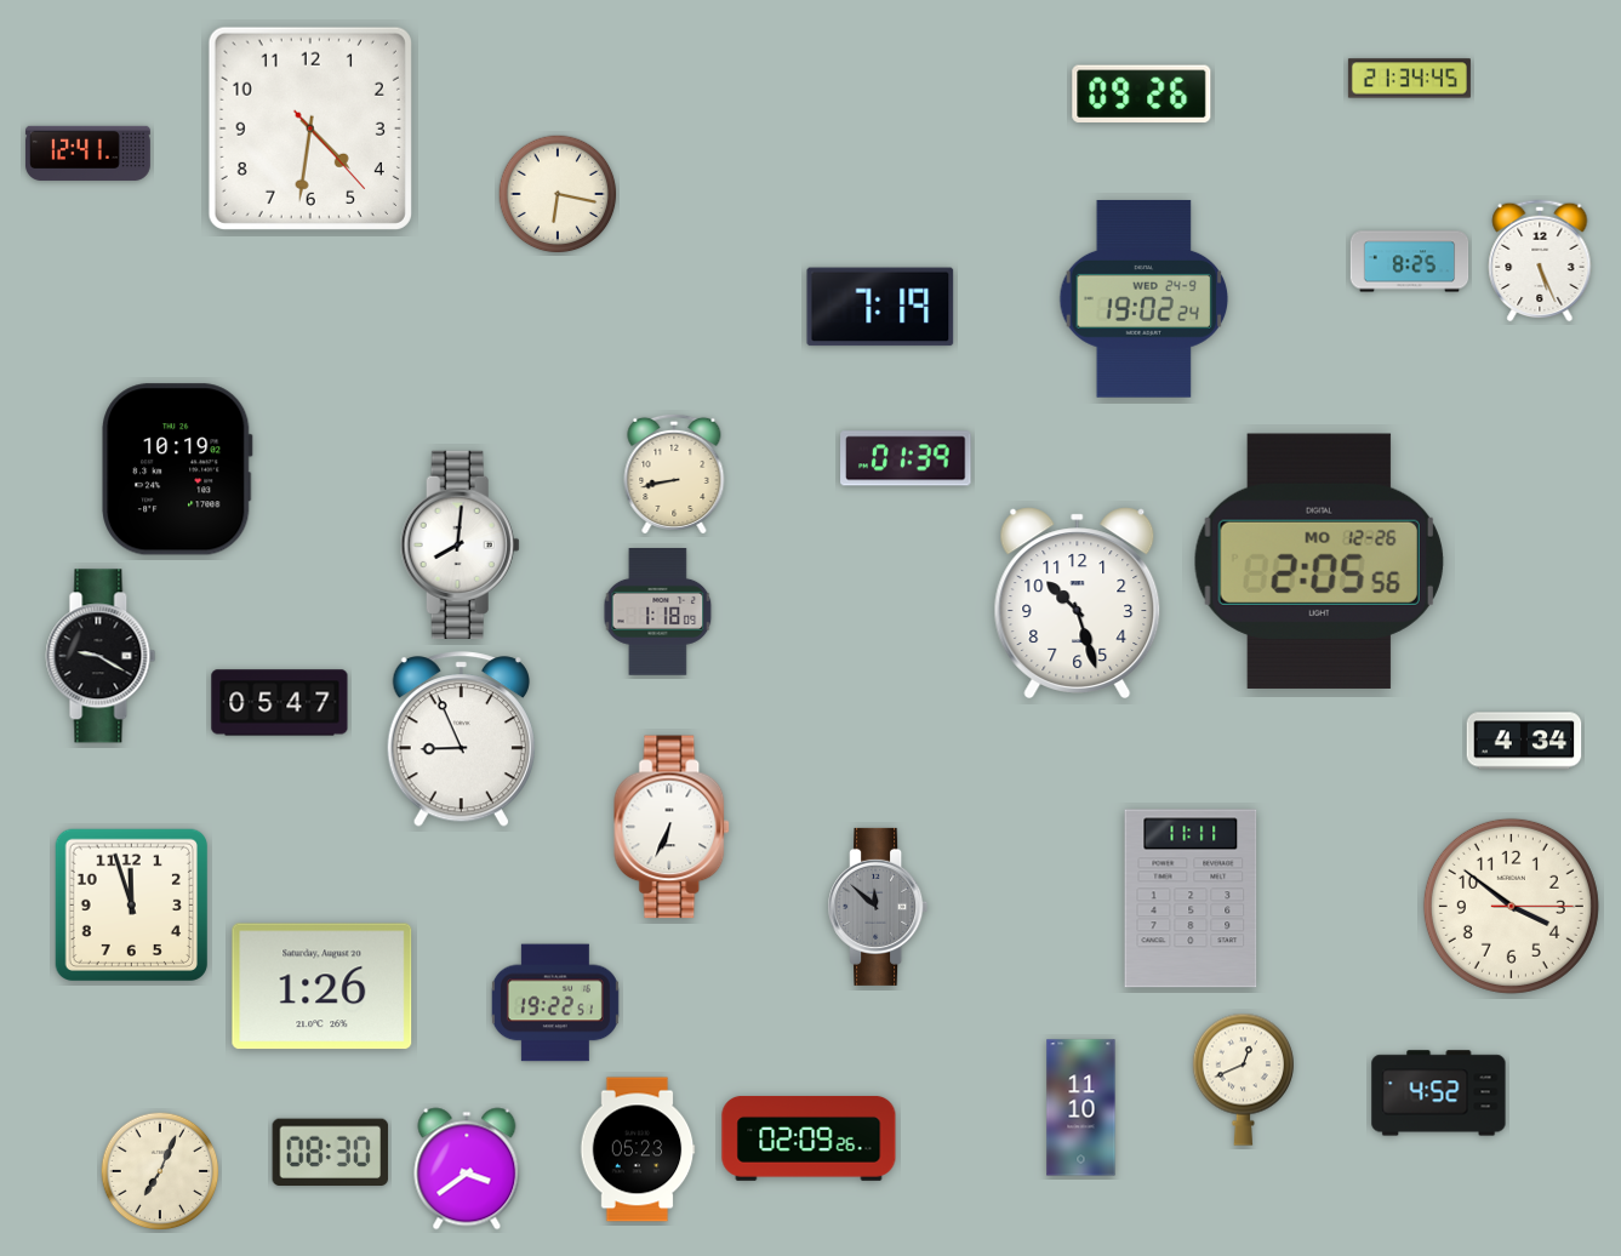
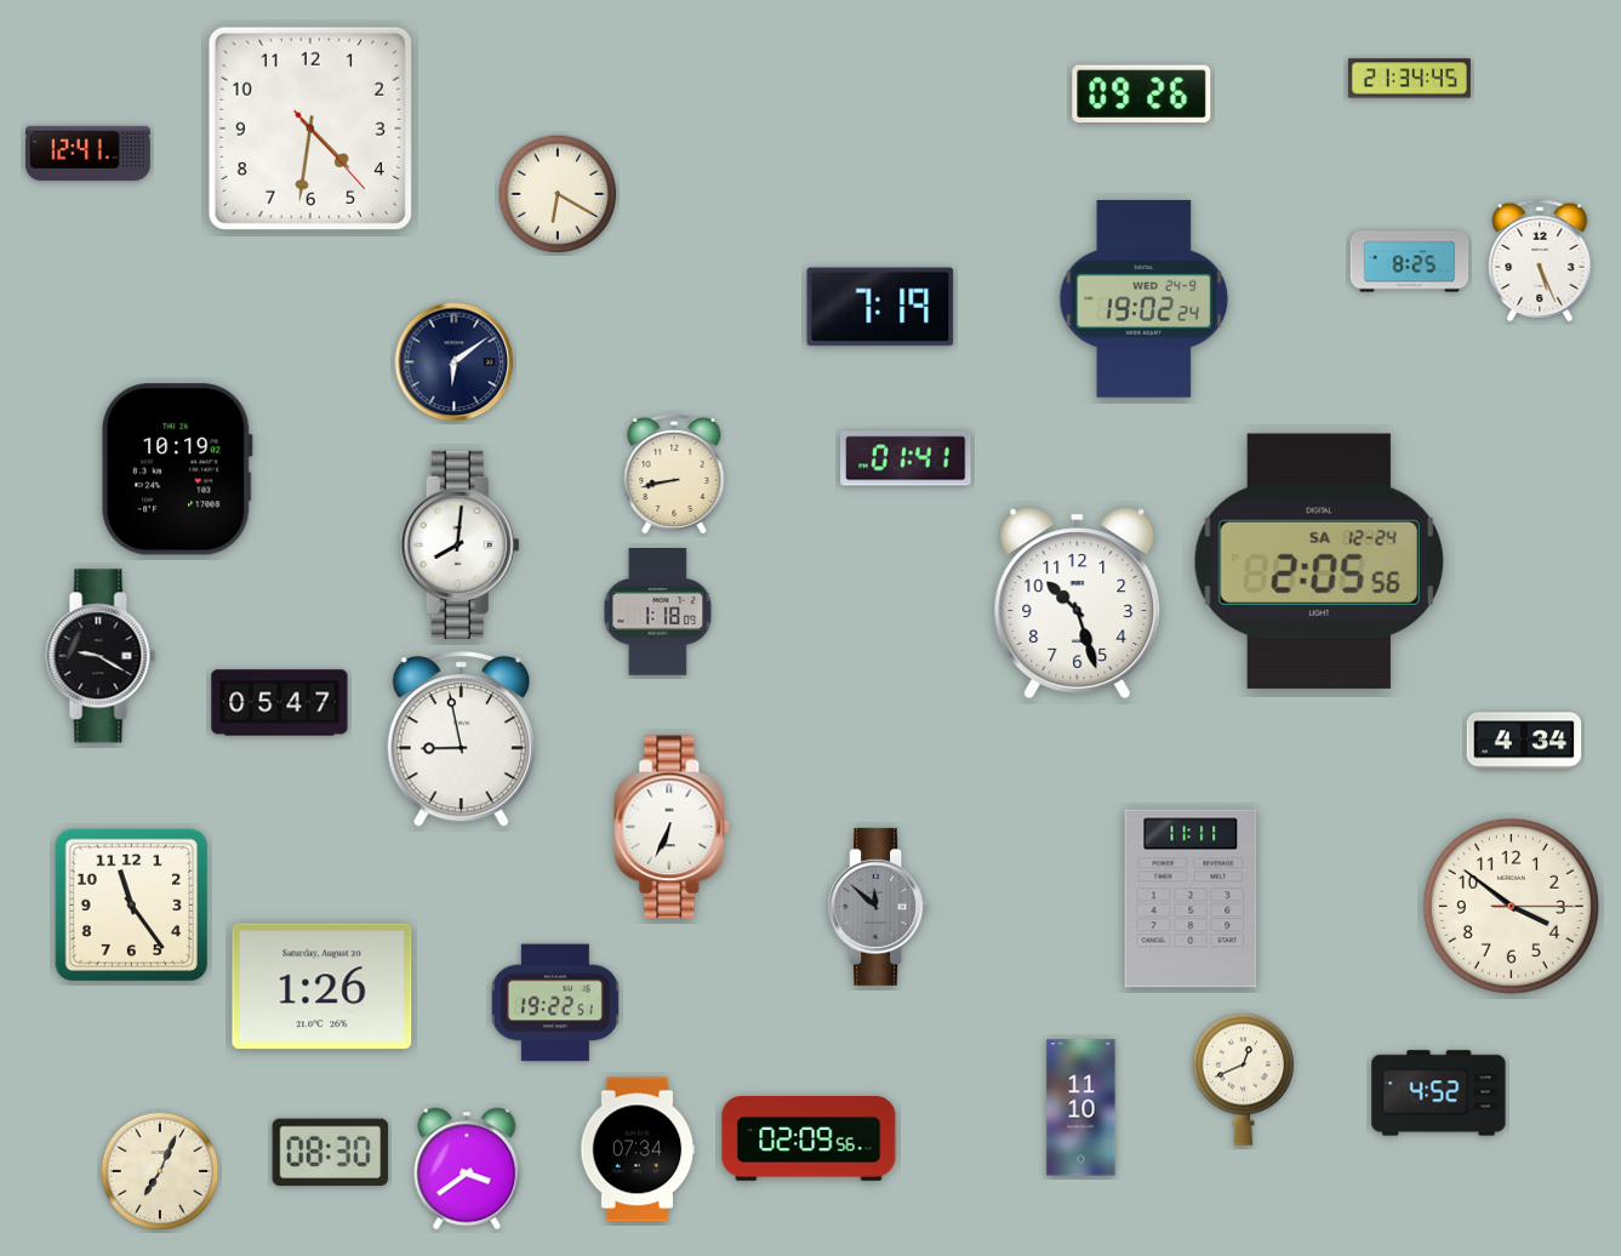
clock at (558, 194): 6:17 -> 6:20
clock at (455, 362): none -> 6:09
clock at (906, 458): 01:39 -> 01:41
clock at (1319, 561) date: MO 12-26 -> SA 12-24
clock at (461, 740): 8:56 -> 8:58
clock at (131, 904): 11:57 -> 11:24
clock at (809, 1138): 02:09:26 -> 02:09:56
clock at (638, 1149): 05:23 -> 07:34
